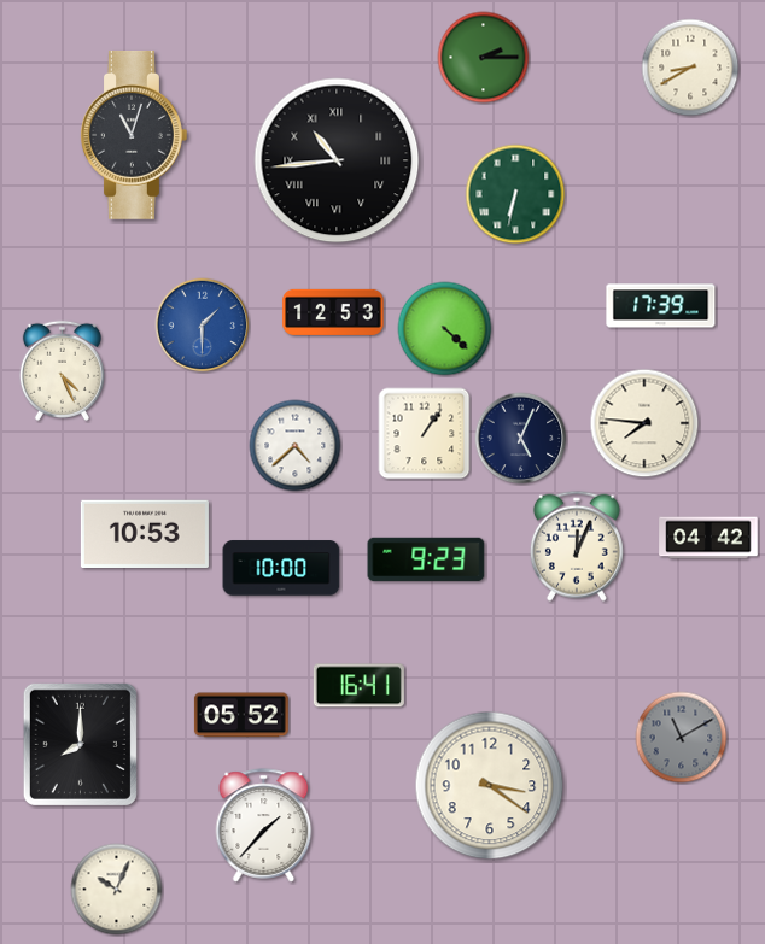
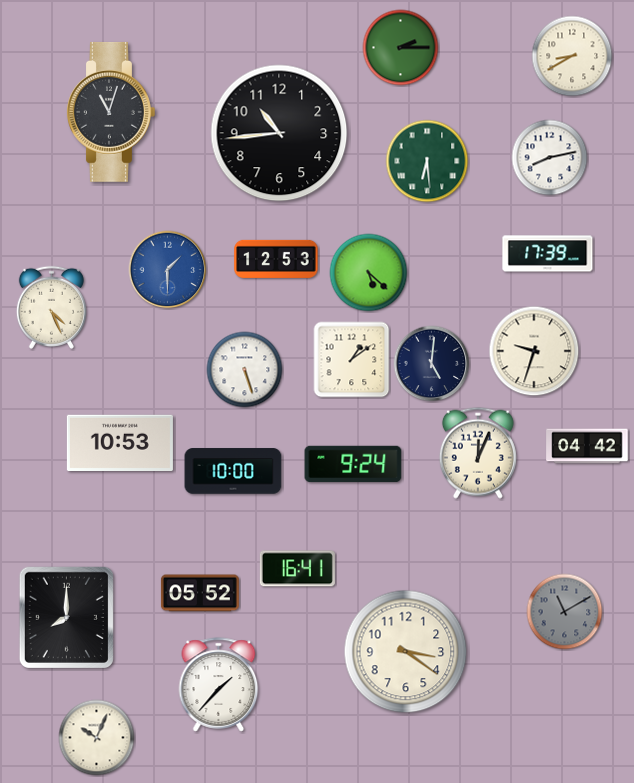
clock at (337, 160) numerals: Roman -> Arabic
clock at (550, 158): none -> 8:13
clock at (515, 194): 6:32 -> 6:29
clock at (445, 329): 4:22 -> 5:22
clock at (644, 423): 7:46 -> 9:33
clock at (425, 434): 1:06 -> 1:09
clock at (521, 439): 5:04 -> 5:01
clock at (296, 446): 4:38 -> 5:27
clock at (426, 559): 9:23 -> 9:24
